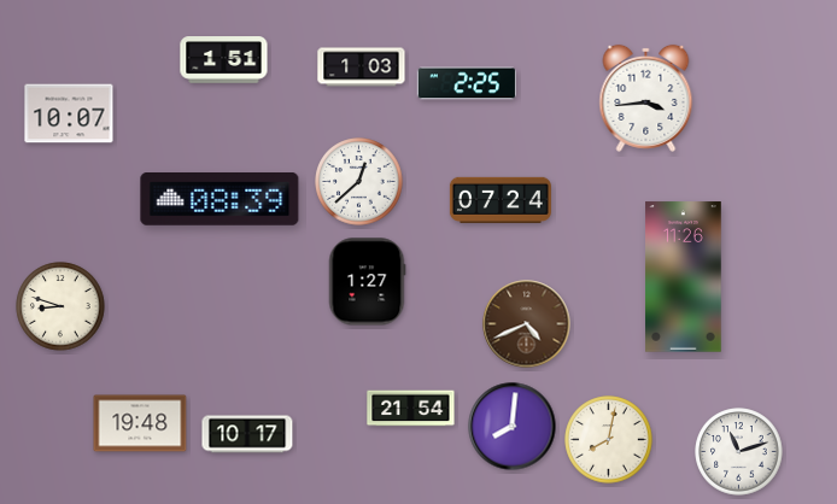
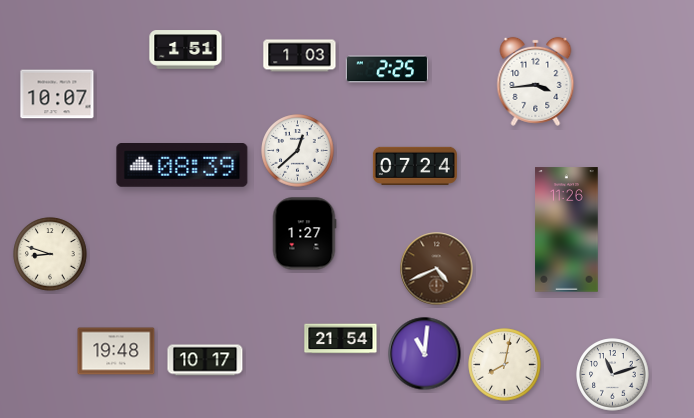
clock at (513, 427): 8:01 -> 11:01
